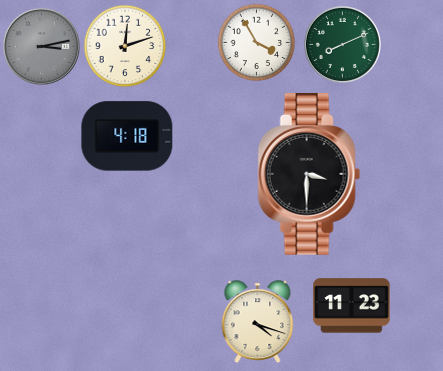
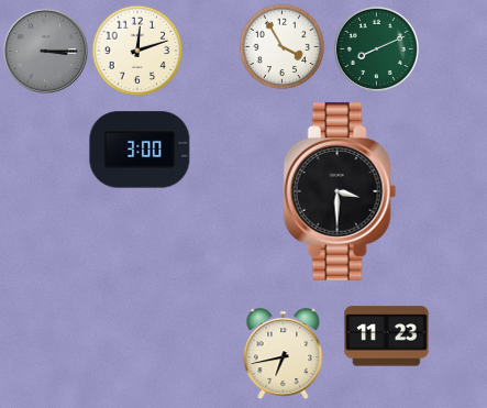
clock at (41, 46): 3:13 -> 3:15
clock at (127, 136): 4:18 -> 3:00
clock at (258, 322): 4:18 -> 6:43
